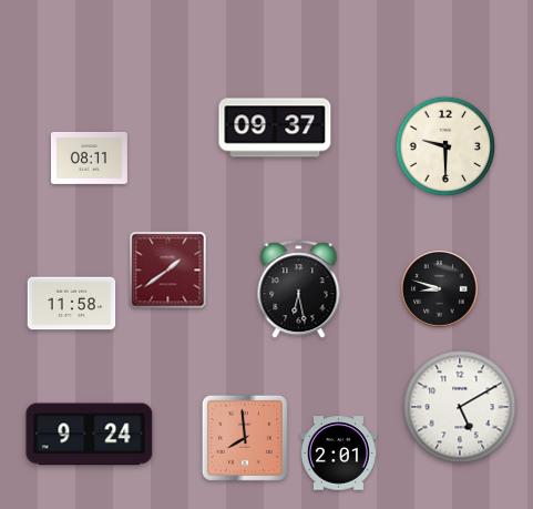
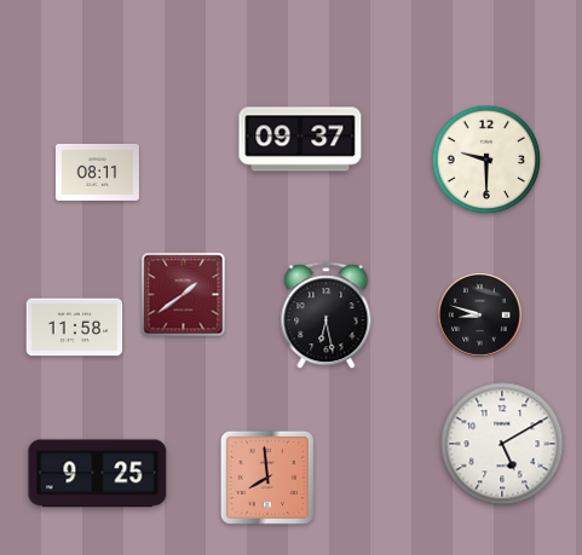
clock at (72, 304) position: (72, 304) -> (75, 328)
clock at (90, 435): 9:24 -> 9:25
clock at (338, 454): 2:01 -> none
